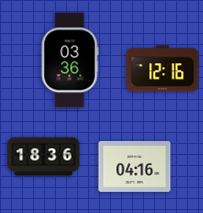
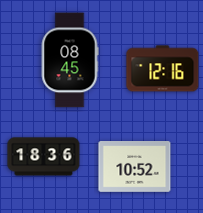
clock at (70, 60): 03:36 -> 08:45
clock at (135, 167): 04:16 -> 10:52
